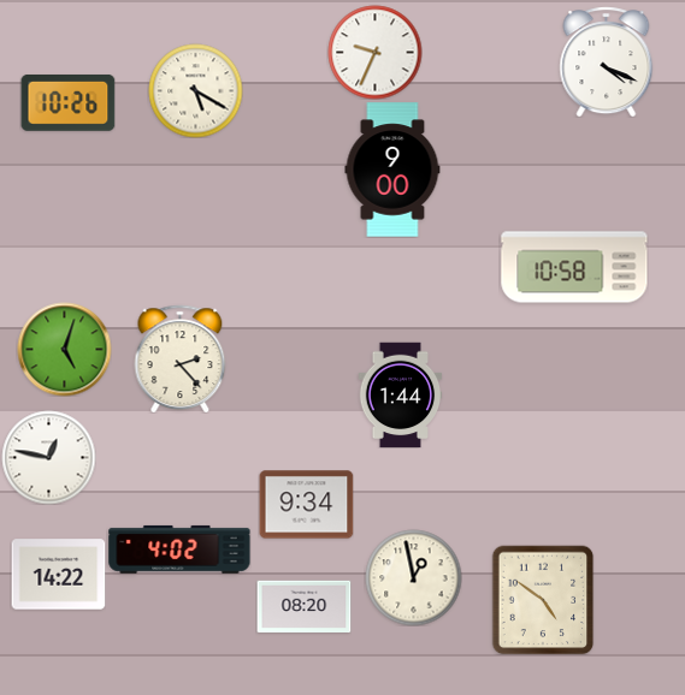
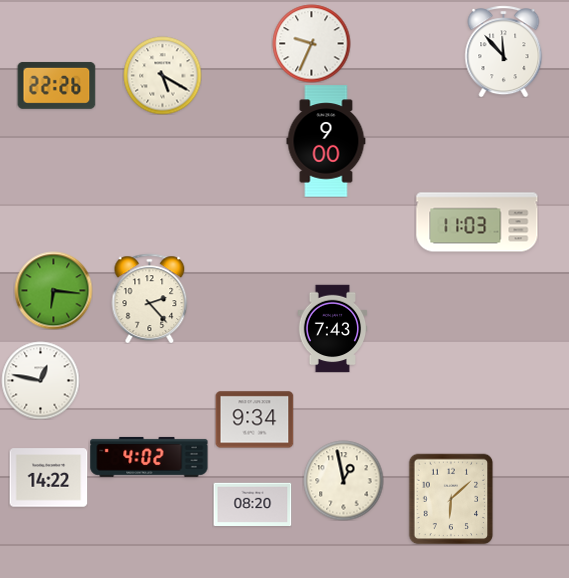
clock at (607, 61): 4:19 -> 11:53
clock at (67, 102): 10:26 -> 22:26
clock at (574, 267): 10:58 -> 11:03
clock at (64, 349): 5:03 -> 6:16
clock at (401, 394): 1:44 -> 7:43
clock at (543, 600): 4:51 -> 6:08
